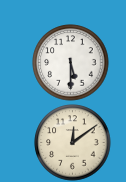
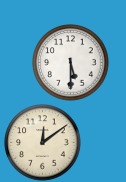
clock at (73, 143) position: (73, 143) -> (43, 143)
